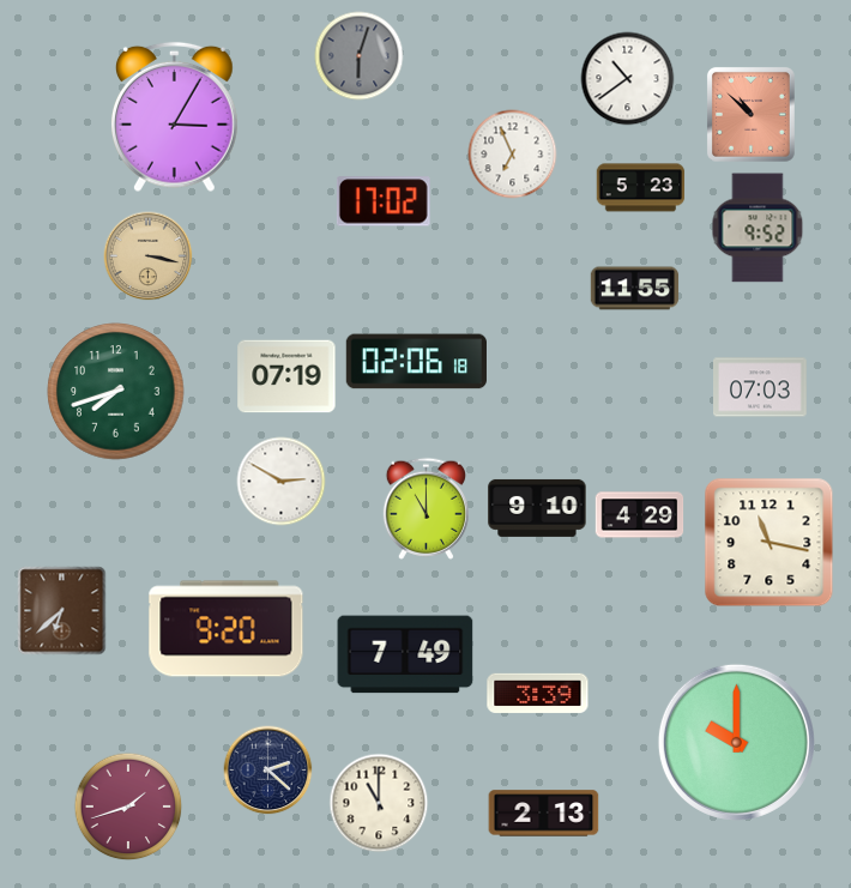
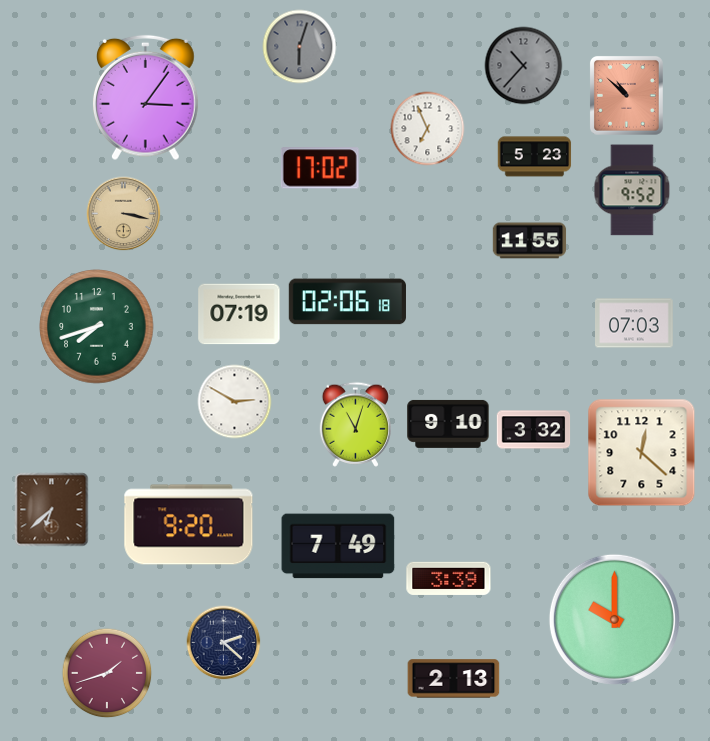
clock at (628, 79): 10:39 -> 10:37
clock at (628, 79) dial: white -> grey
clock at (175, 117): 3:05 -> 3:06
clock at (425, 508): 11:00 -> 11:03
clock at (640, 515): 4:29 -> 3:32
clock at (769, 543): 11:17 -> 12:22
clock at (379, 803): 11:00 -> none
